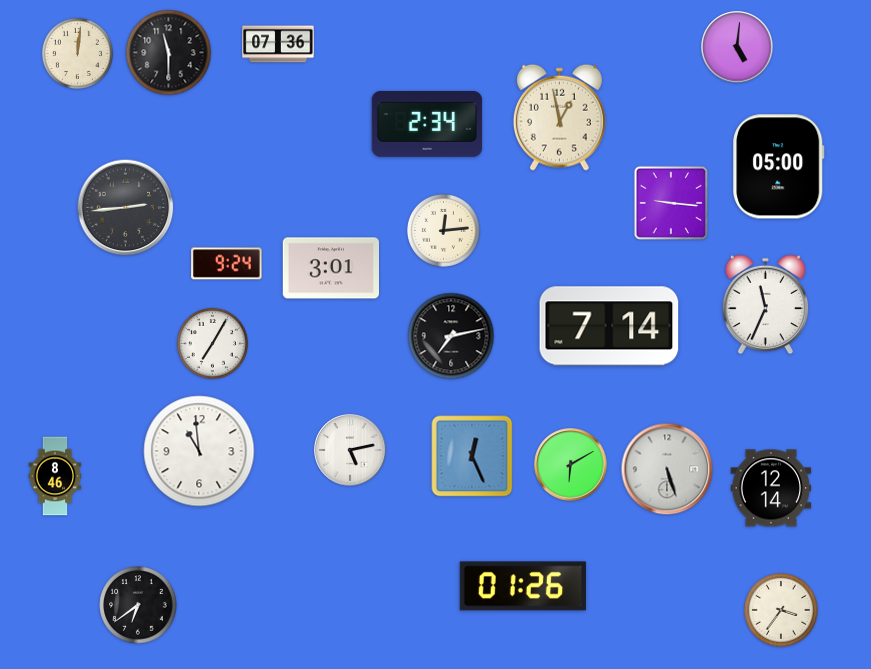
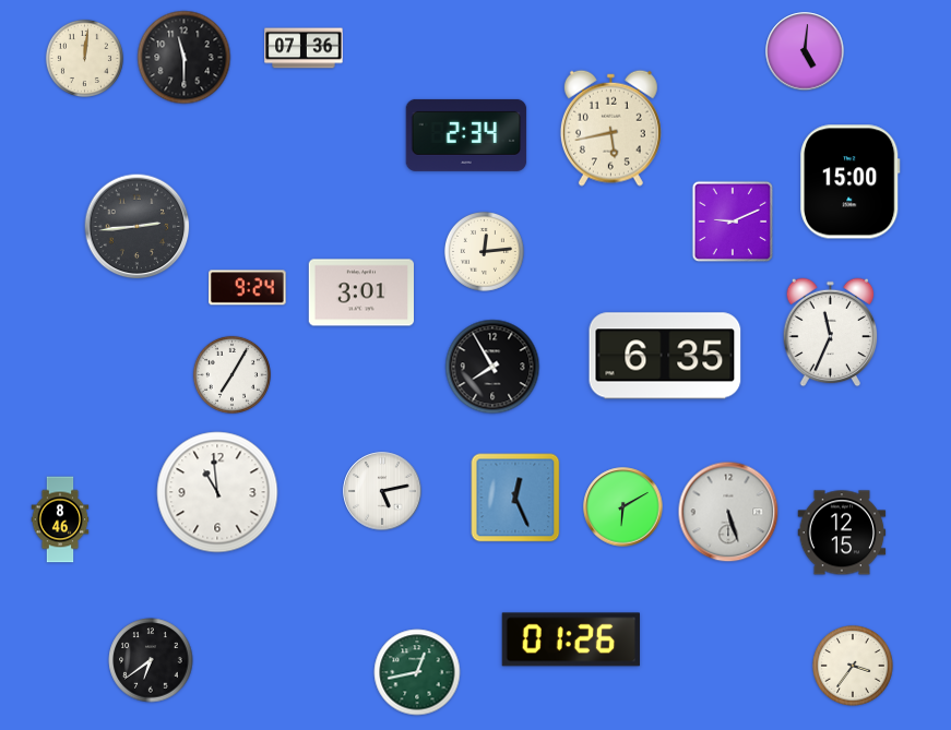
clock at (559, 117): 12:58 -> 5:43
clock at (779, 167): 05:00 -> 15:00
clock at (671, 203): 9:16 -> 9:11
clock at (766, 305) position: (766, 305) -> (831, 333)
clock at (609, 326): 7:14 -> 6:35
clock at (451, 336): 7:13 -> 7:55
clock at (771, 488): 12:14 -> 12:15
clock at (417, 672): none -> 12:43
